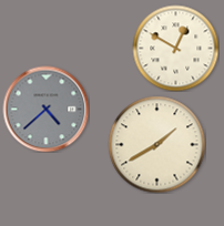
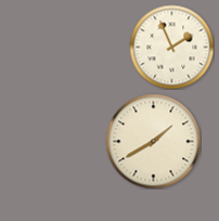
clock at (175, 48): 12:50 -> 1:56
clock at (45, 109): 4:38 -> none
